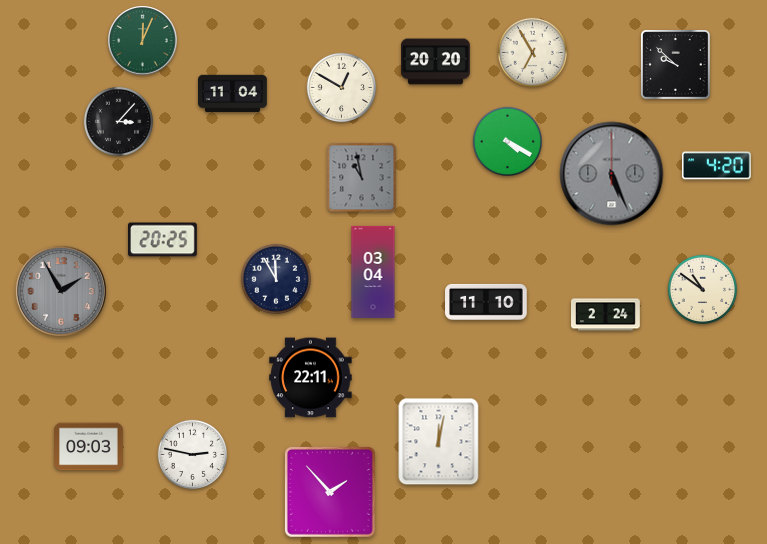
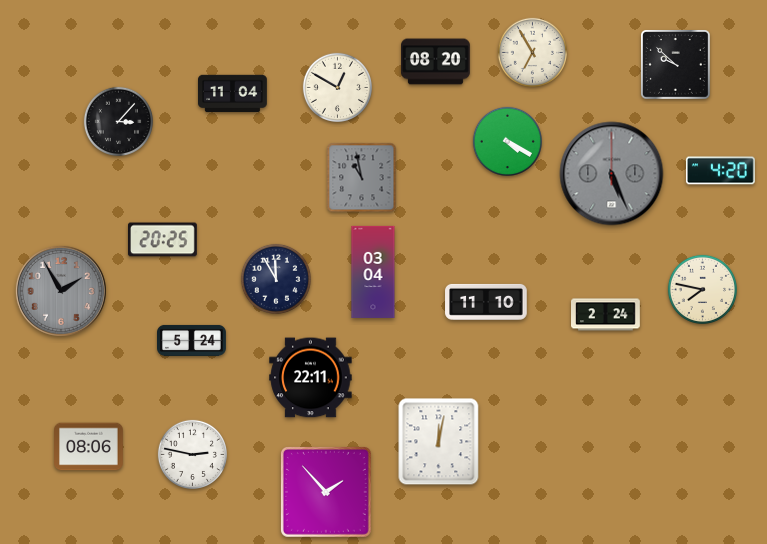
clock at (143, 41): 12:04 -> none
clock at (436, 62): 20:20 -> 08:20
clock at (341, 87) position: (341, 87) -> (337, 87)
clock at (716, 166) position: (716, 166) -> (720, 171)
clock at (702, 289): 10:51 -> 7:47
clock at (192, 340): none -> 5:24
clock at (89, 447): 09:03 -> 08:06
clock at (331, 493) position: (331, 493) -> (327, 493)
